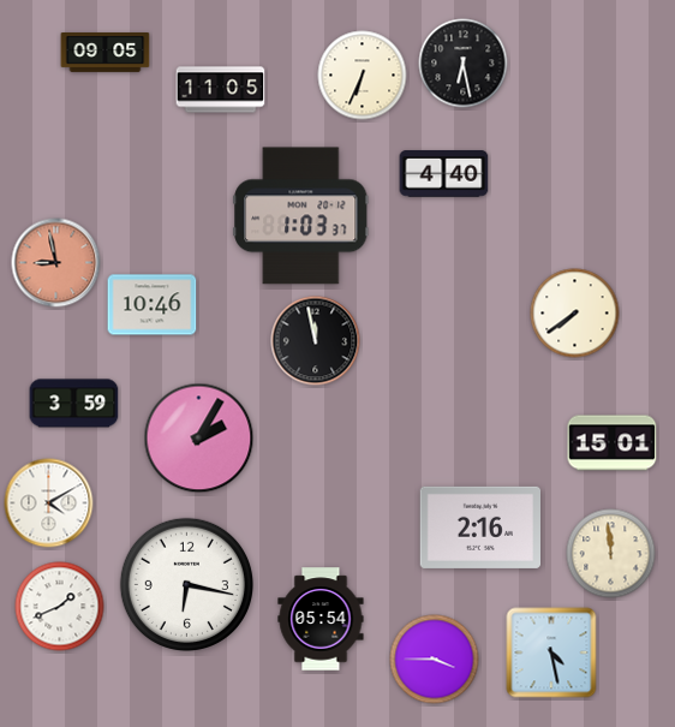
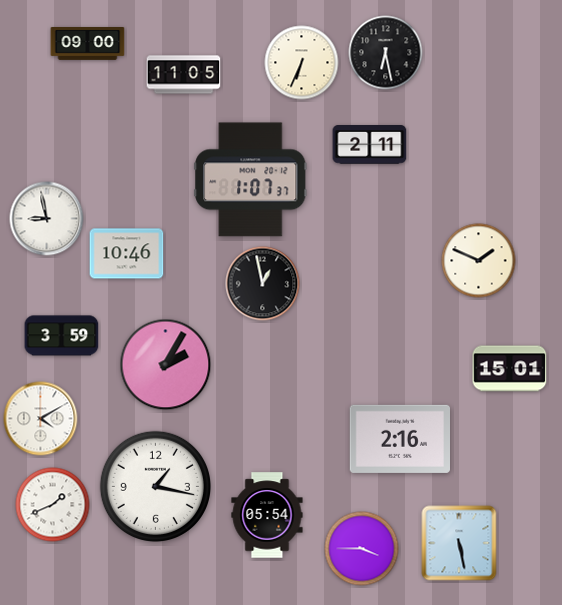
clock at (106, 53): 09:05 -> 09:00
clock at (444, 174): 4:40 -> 2:11
clock at (301, 216): 1:03 -> 1:07
clock at (56, 263) dial: salmon -> white
clock at (575, 314): 7:39 -> 1:49
clock at (316, 341): 11:58 -> 12:58
clock at (611, 554): 11:59 -> none
clock at (186, 584): 6:17 -> 1:17
clock at (60, 607) position: (60, 607) -> (53, 505)
clock at (551, 652): 4:28 -> 5:28
